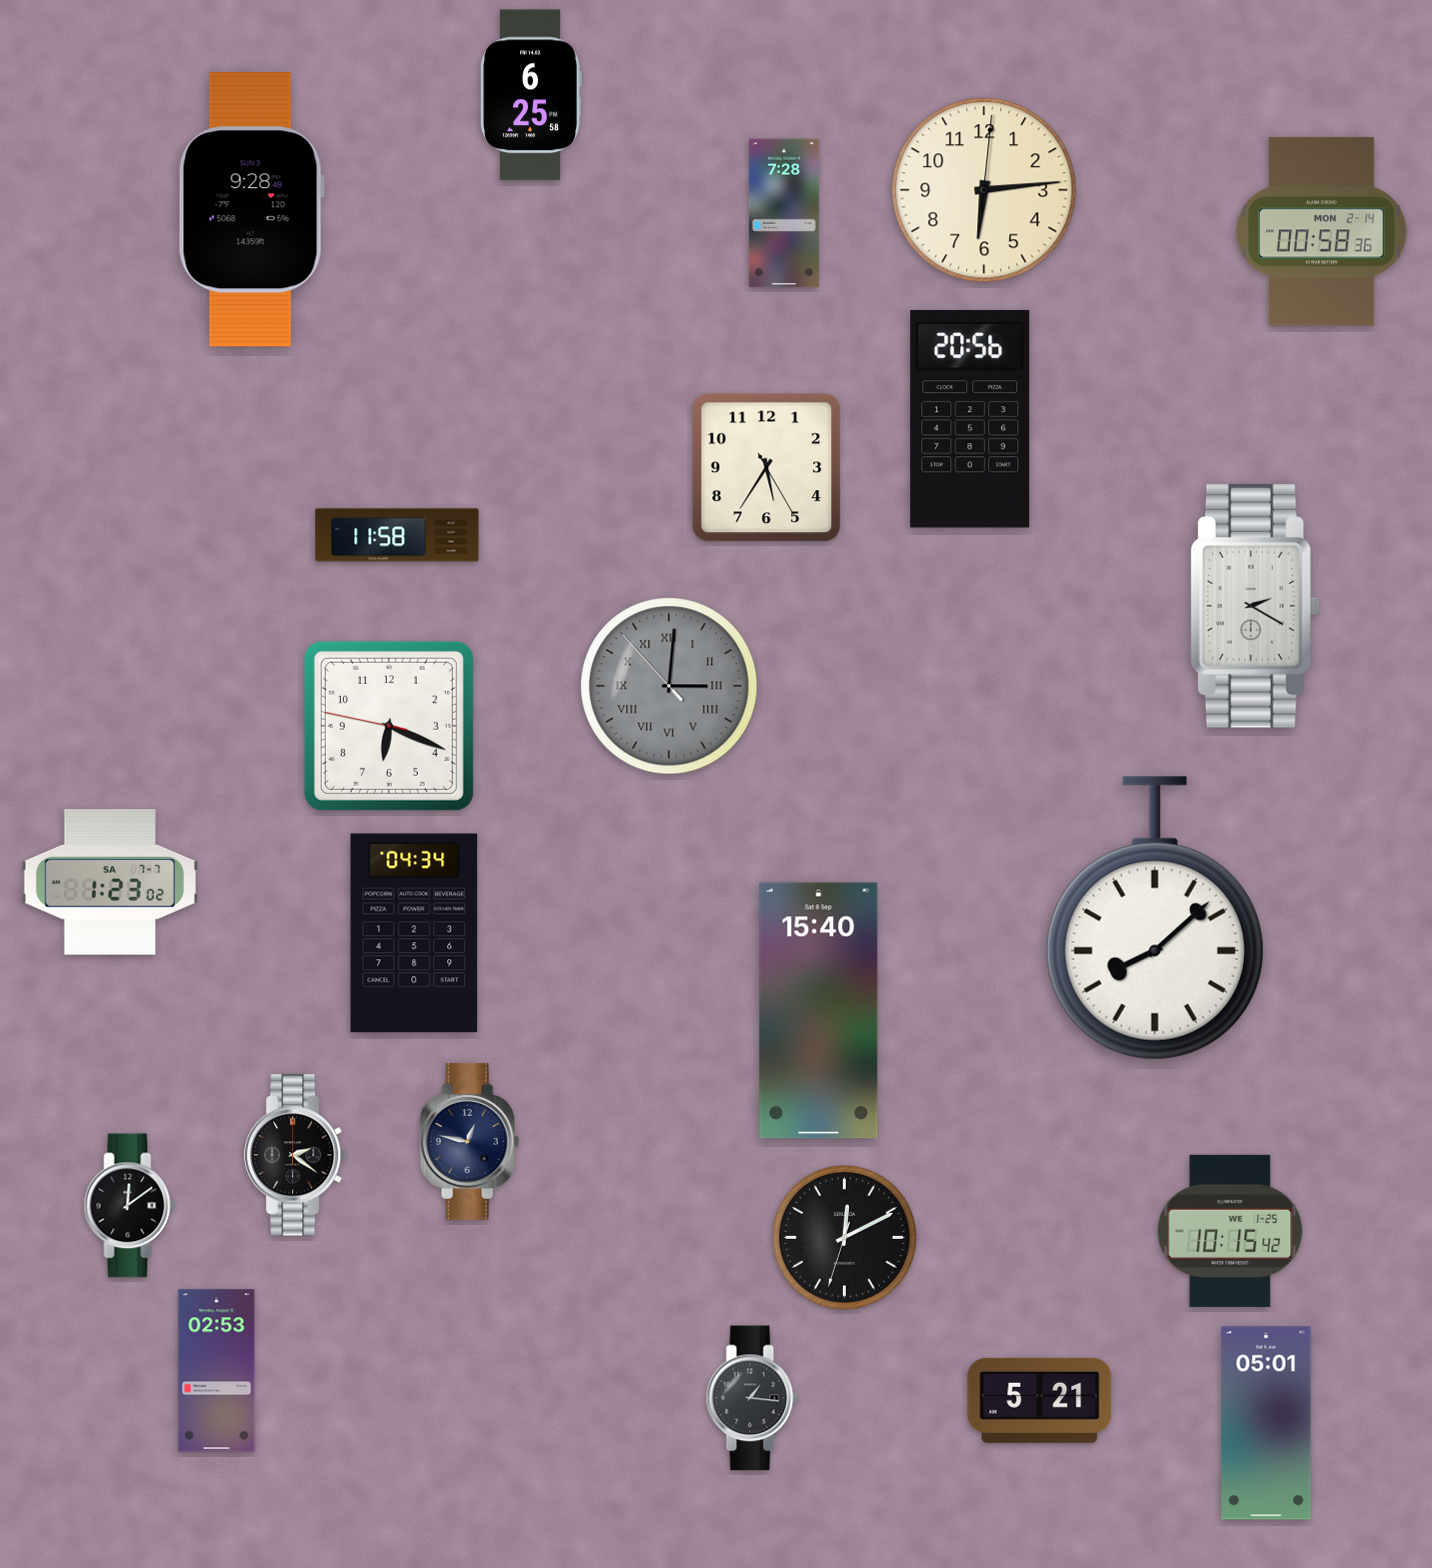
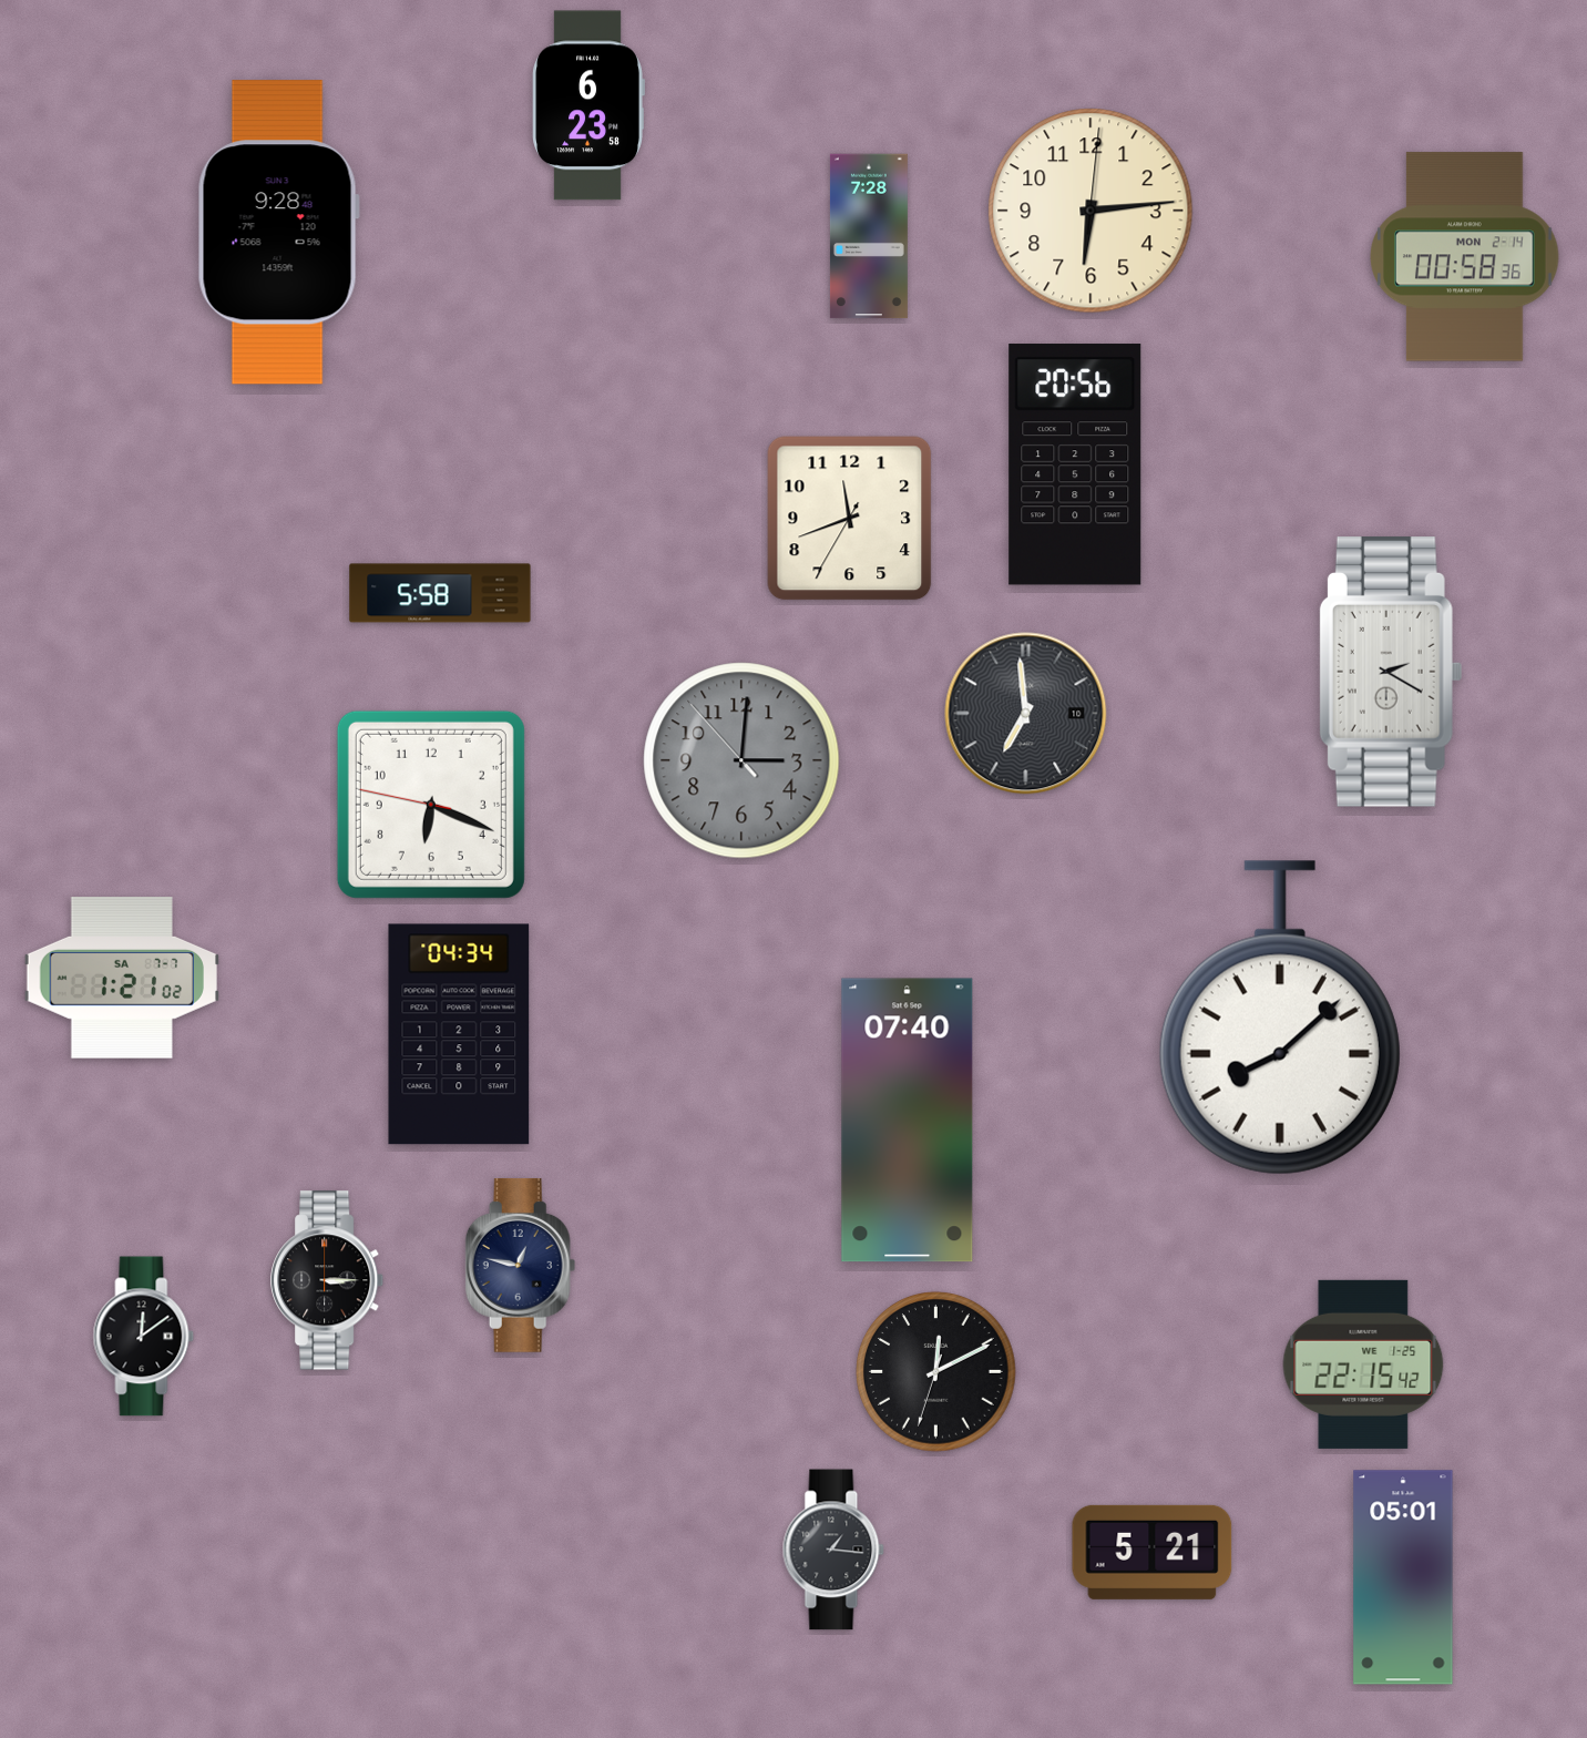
clock at (531, 95): 6:25 -> 6:23
clock at (767, 468): 5:35 -> 11:41
clock at (397, 535): 11:58 -> 5:58
clock at (1026, 714): none -> 6:59
clock at (669, 686) numerals: Roman -> Arabic
clock at (109, 882): 1:23 -> 1:21
clock at (819, 1011): 15:40 -> 07:40
clock at (296, 1155): 2:21 -> 3:15
clock at (1230, 1231): 10:15 -> 22:15
clock at (217, 1371): 02:53 -> none
